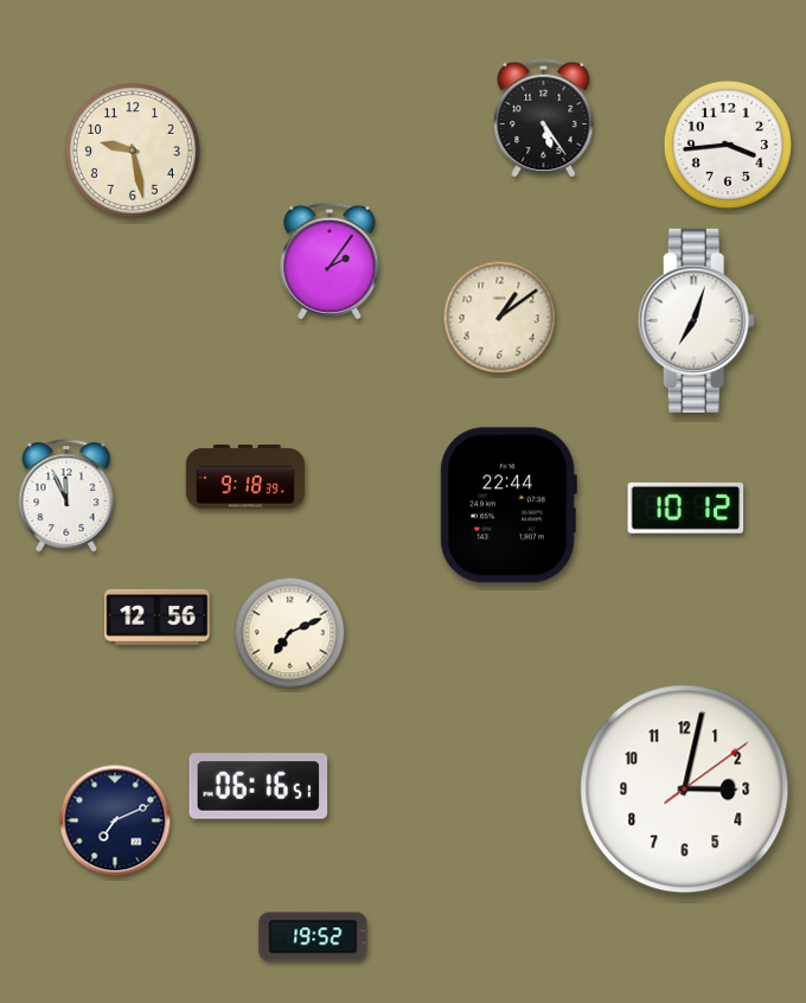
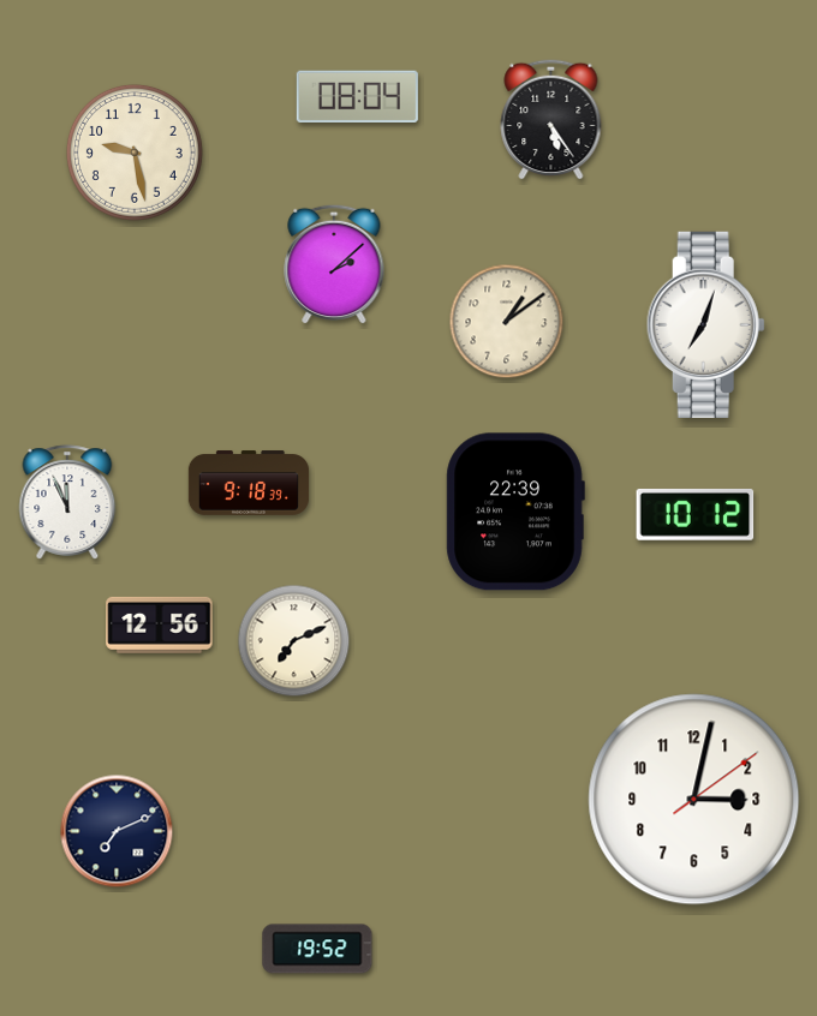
clock at (357, 97): none -> 08:04
clock at (728, 145): 3:44 -> none
clock at (330, 261): 2:06 -> 2:08
clock at (508, 505): 22:44 -> 22:39
clock at (258, 786): 06:16 -> none
